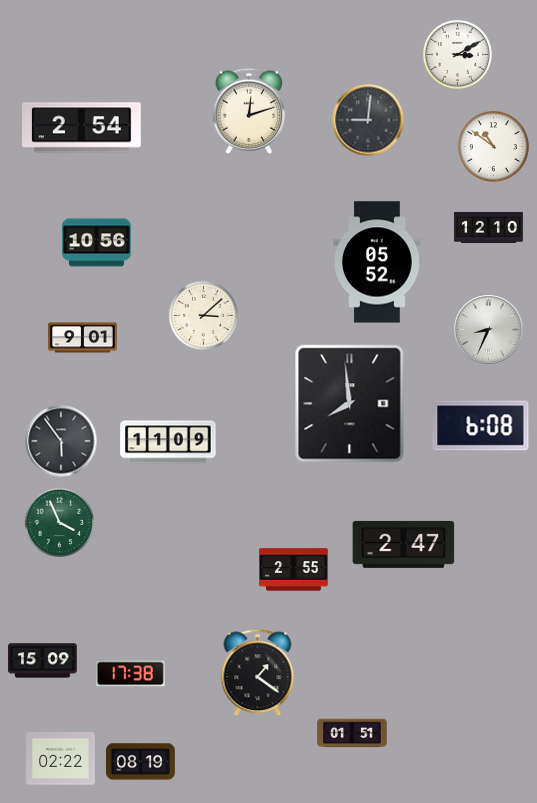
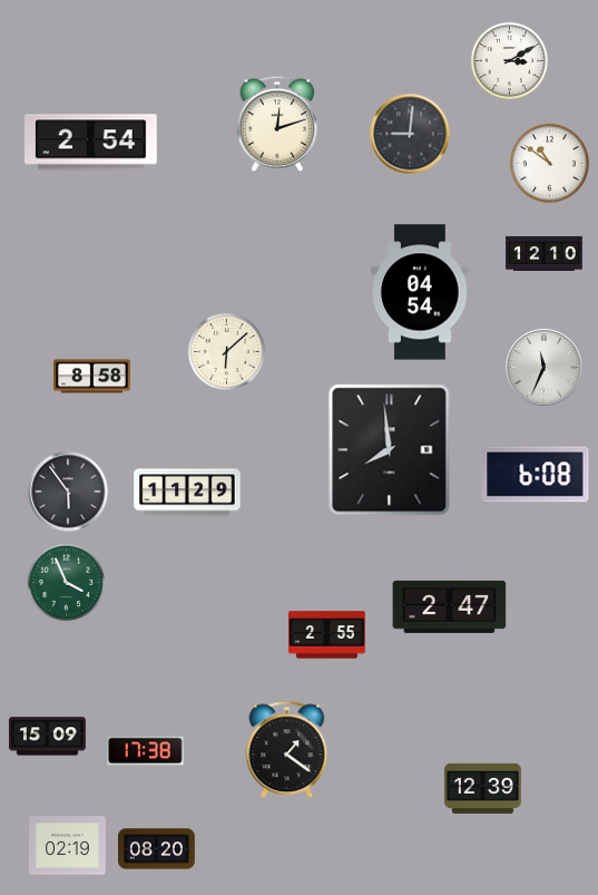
clock at (97, 243): 10:56 -> none
clock at (377, 262): 05:52 -> 04:54
clock at (203, 315): 3:08 -> 6:08
clock at (489, 330): 8:34 -> 11:34
clock at (83, 338): 9:01 -> 8:58
clock at (168, 442): 11:09 -> 11:29
clock at (483, 788): none -> 12:39
clock at (352, 733): 01:51 -> none
clock at (61, 759): 02:22 -> 02:19
clock at (141, 762): 08:19 -> 08:20
